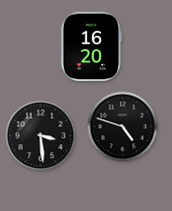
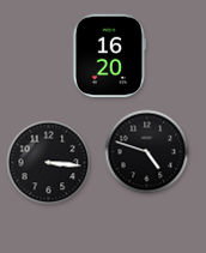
clock at (41, 136): 3:29 -> 3:16
